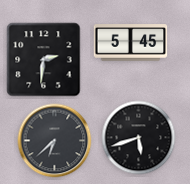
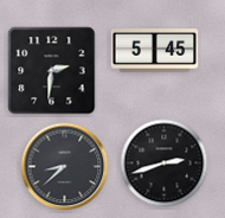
clock at (139, 138): 5:42 -> 2:42
clock at (55, 141): 6:38 -> 8:38
